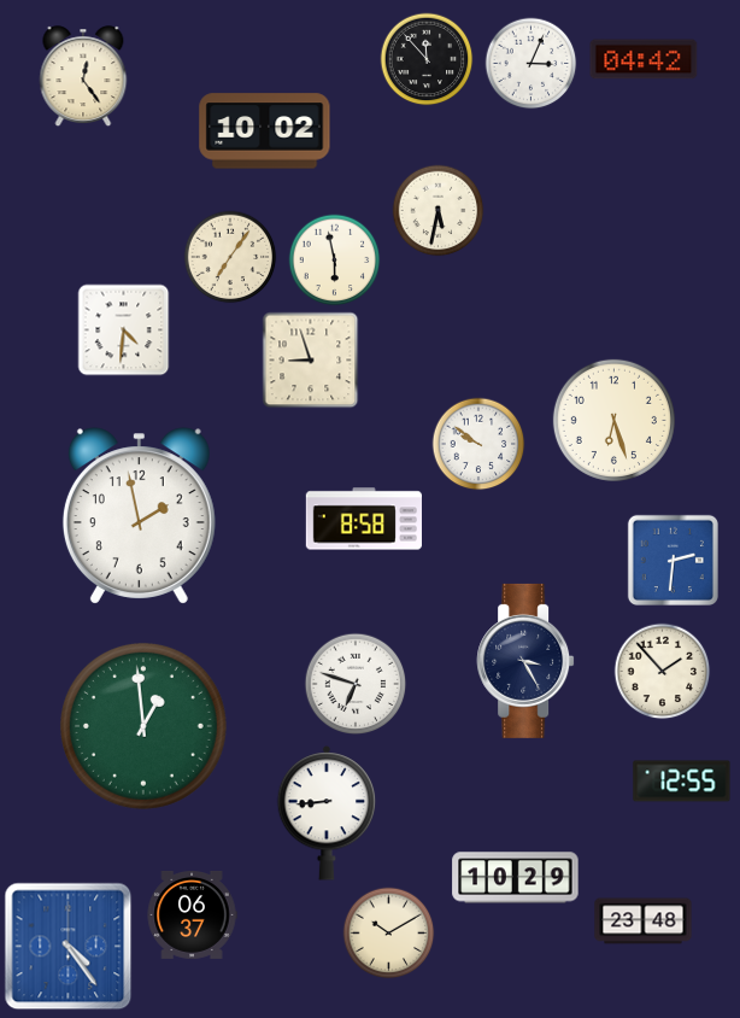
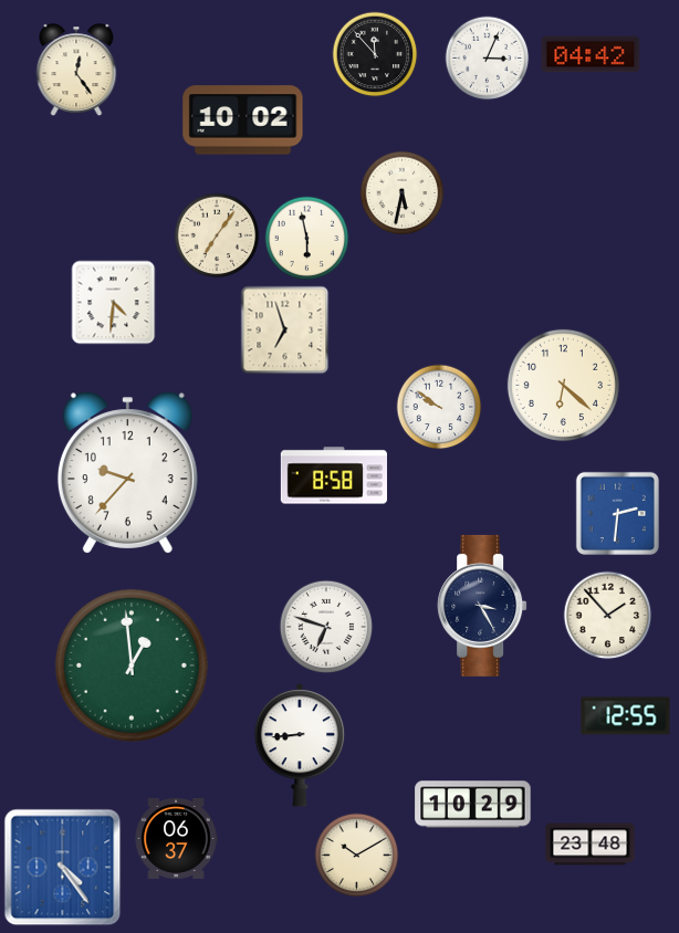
clock at (427, 59) position: (427, 59) -> (375, 54)
clock at (230, 257) position: (230, 257) -> (217, 235)
clock at (311, 361): 8:57 -> 6:57
clock at (613, 420): 6:27 -> 6:22
clock at (139, 516): 1:58 -> 9:37
